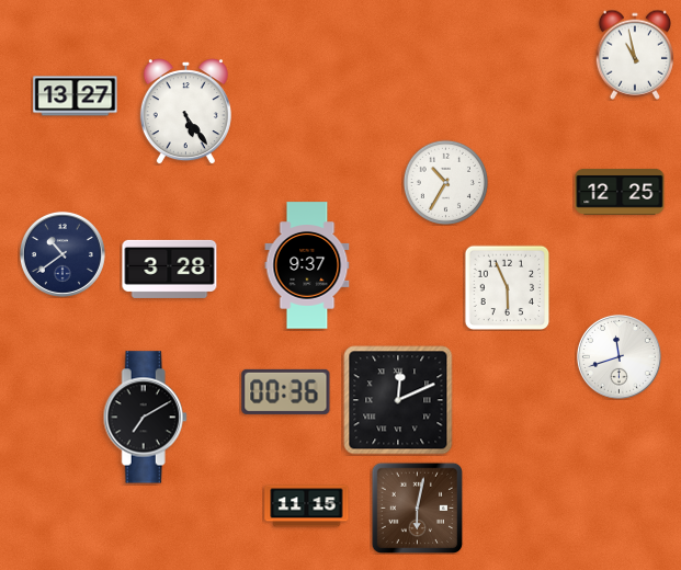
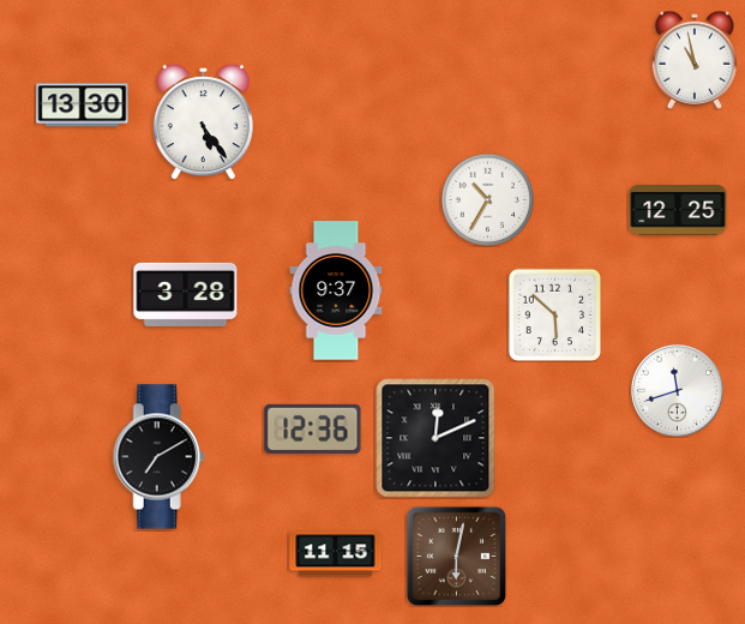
clock at (76, 96): 13:27 -> 13:30
clock at (63, 254): 10:39 -> none
clock at (507, 287): 5:56 -> 5:52
clock at (286, 391): 00:36 -> 12:36
